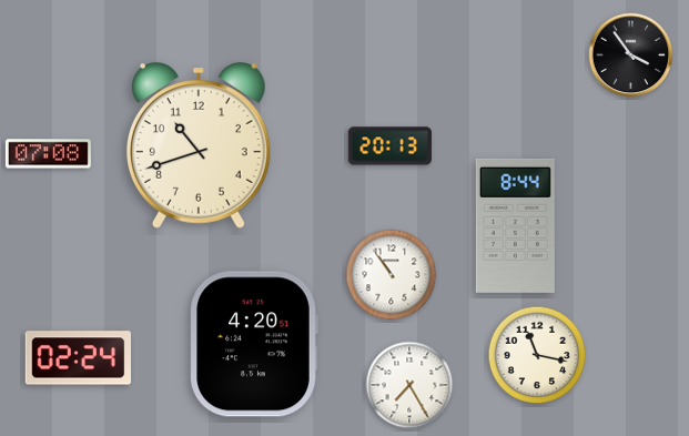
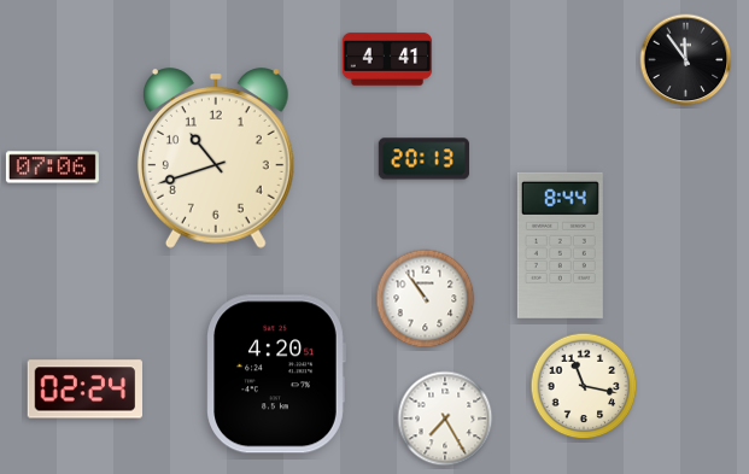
clock at (387, 59): none -> 4:41
clock at (631, 55): 3:54 -> 11:54
clock at (48, 154): 07:08 -> 07:06
